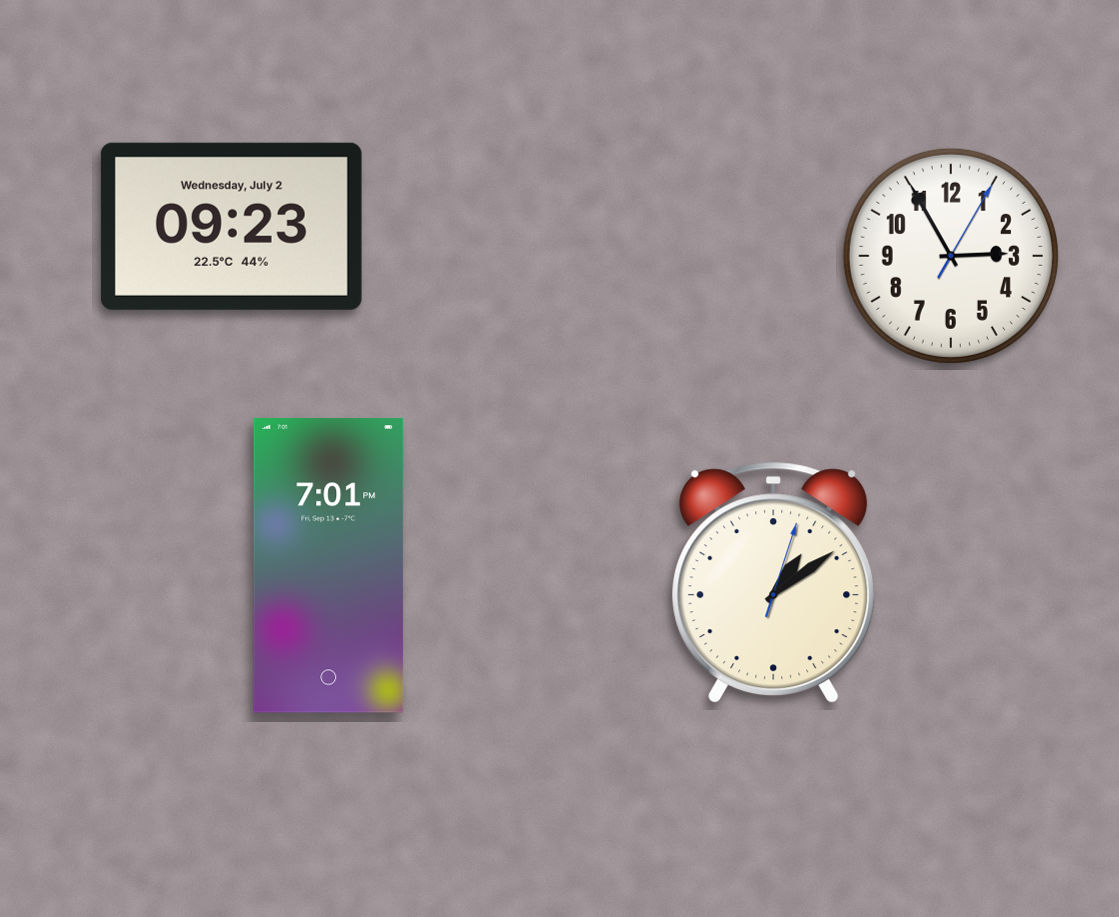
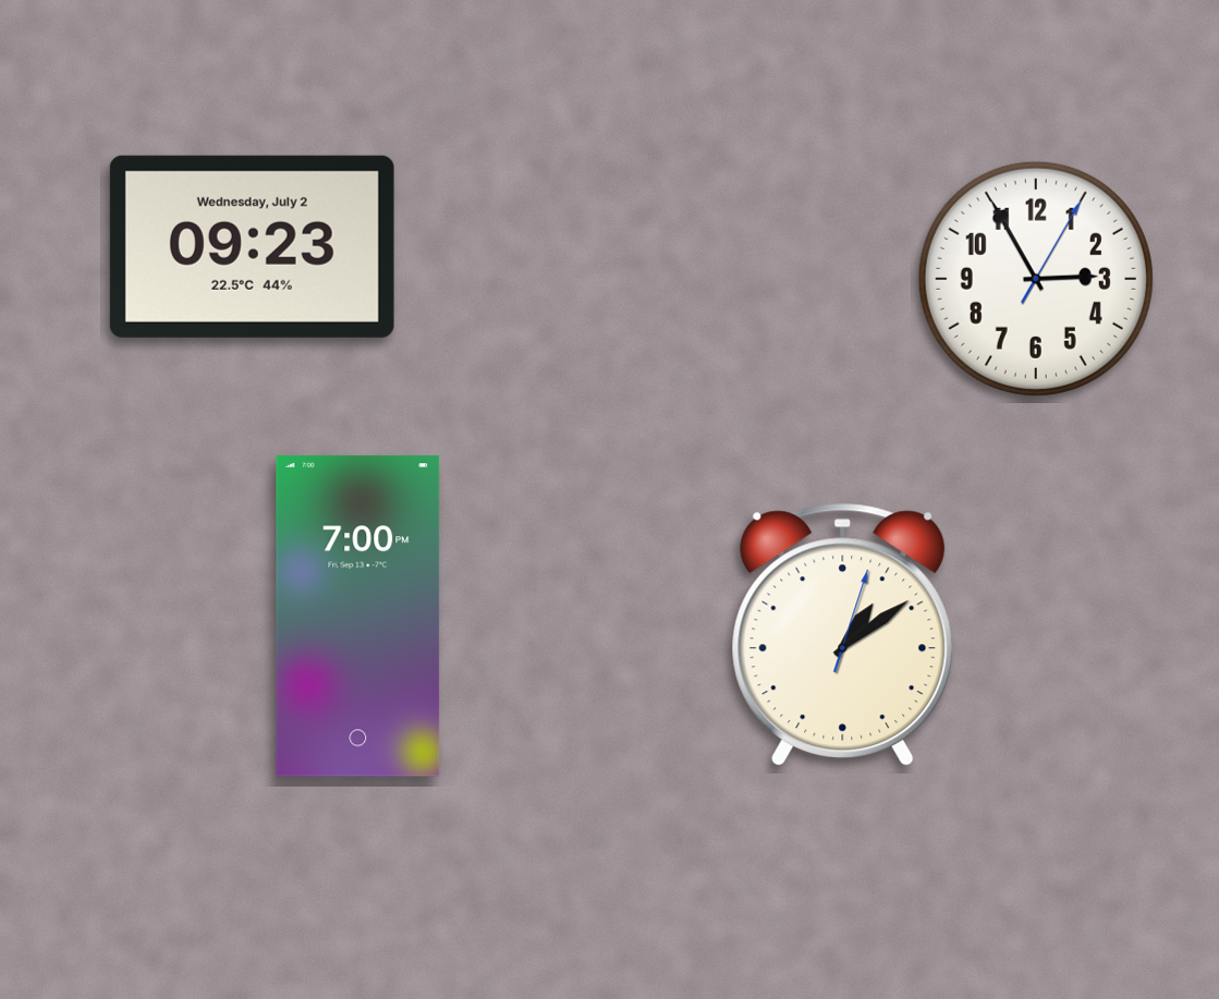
clock at (329, 566): 7:01 -> 7:00
